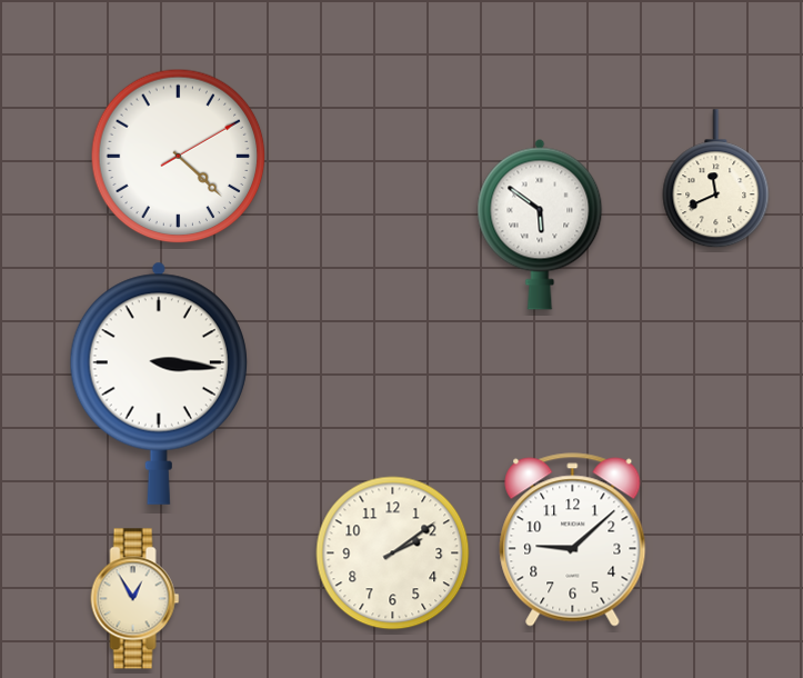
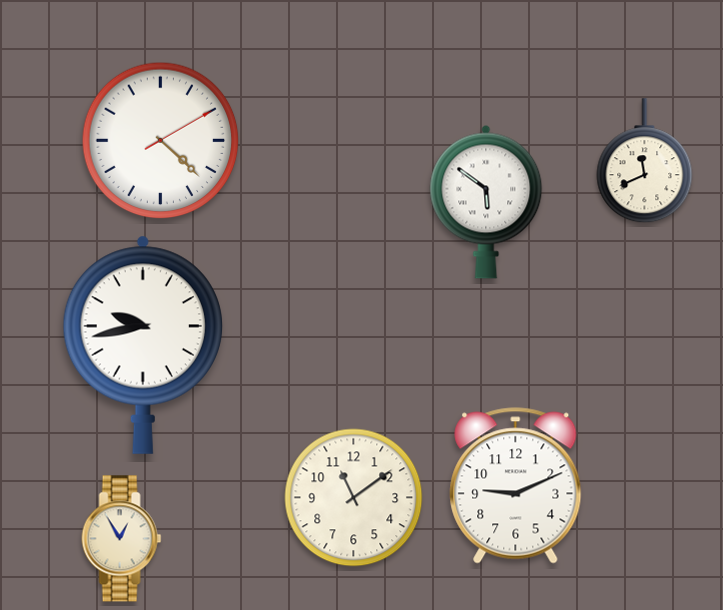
clock at (159, 383): 3:16 -> 9:43
clock at (573, 540): 9:08 -> 9:11
clock at (393, 554): 2:09 -> 11:09
